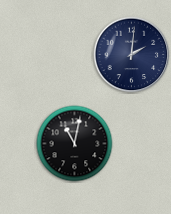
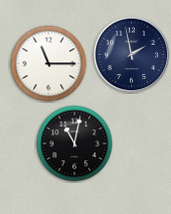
clock at (132, 55): 2:01 -> 1:58
clock at (49, 64): none -> 11:15
